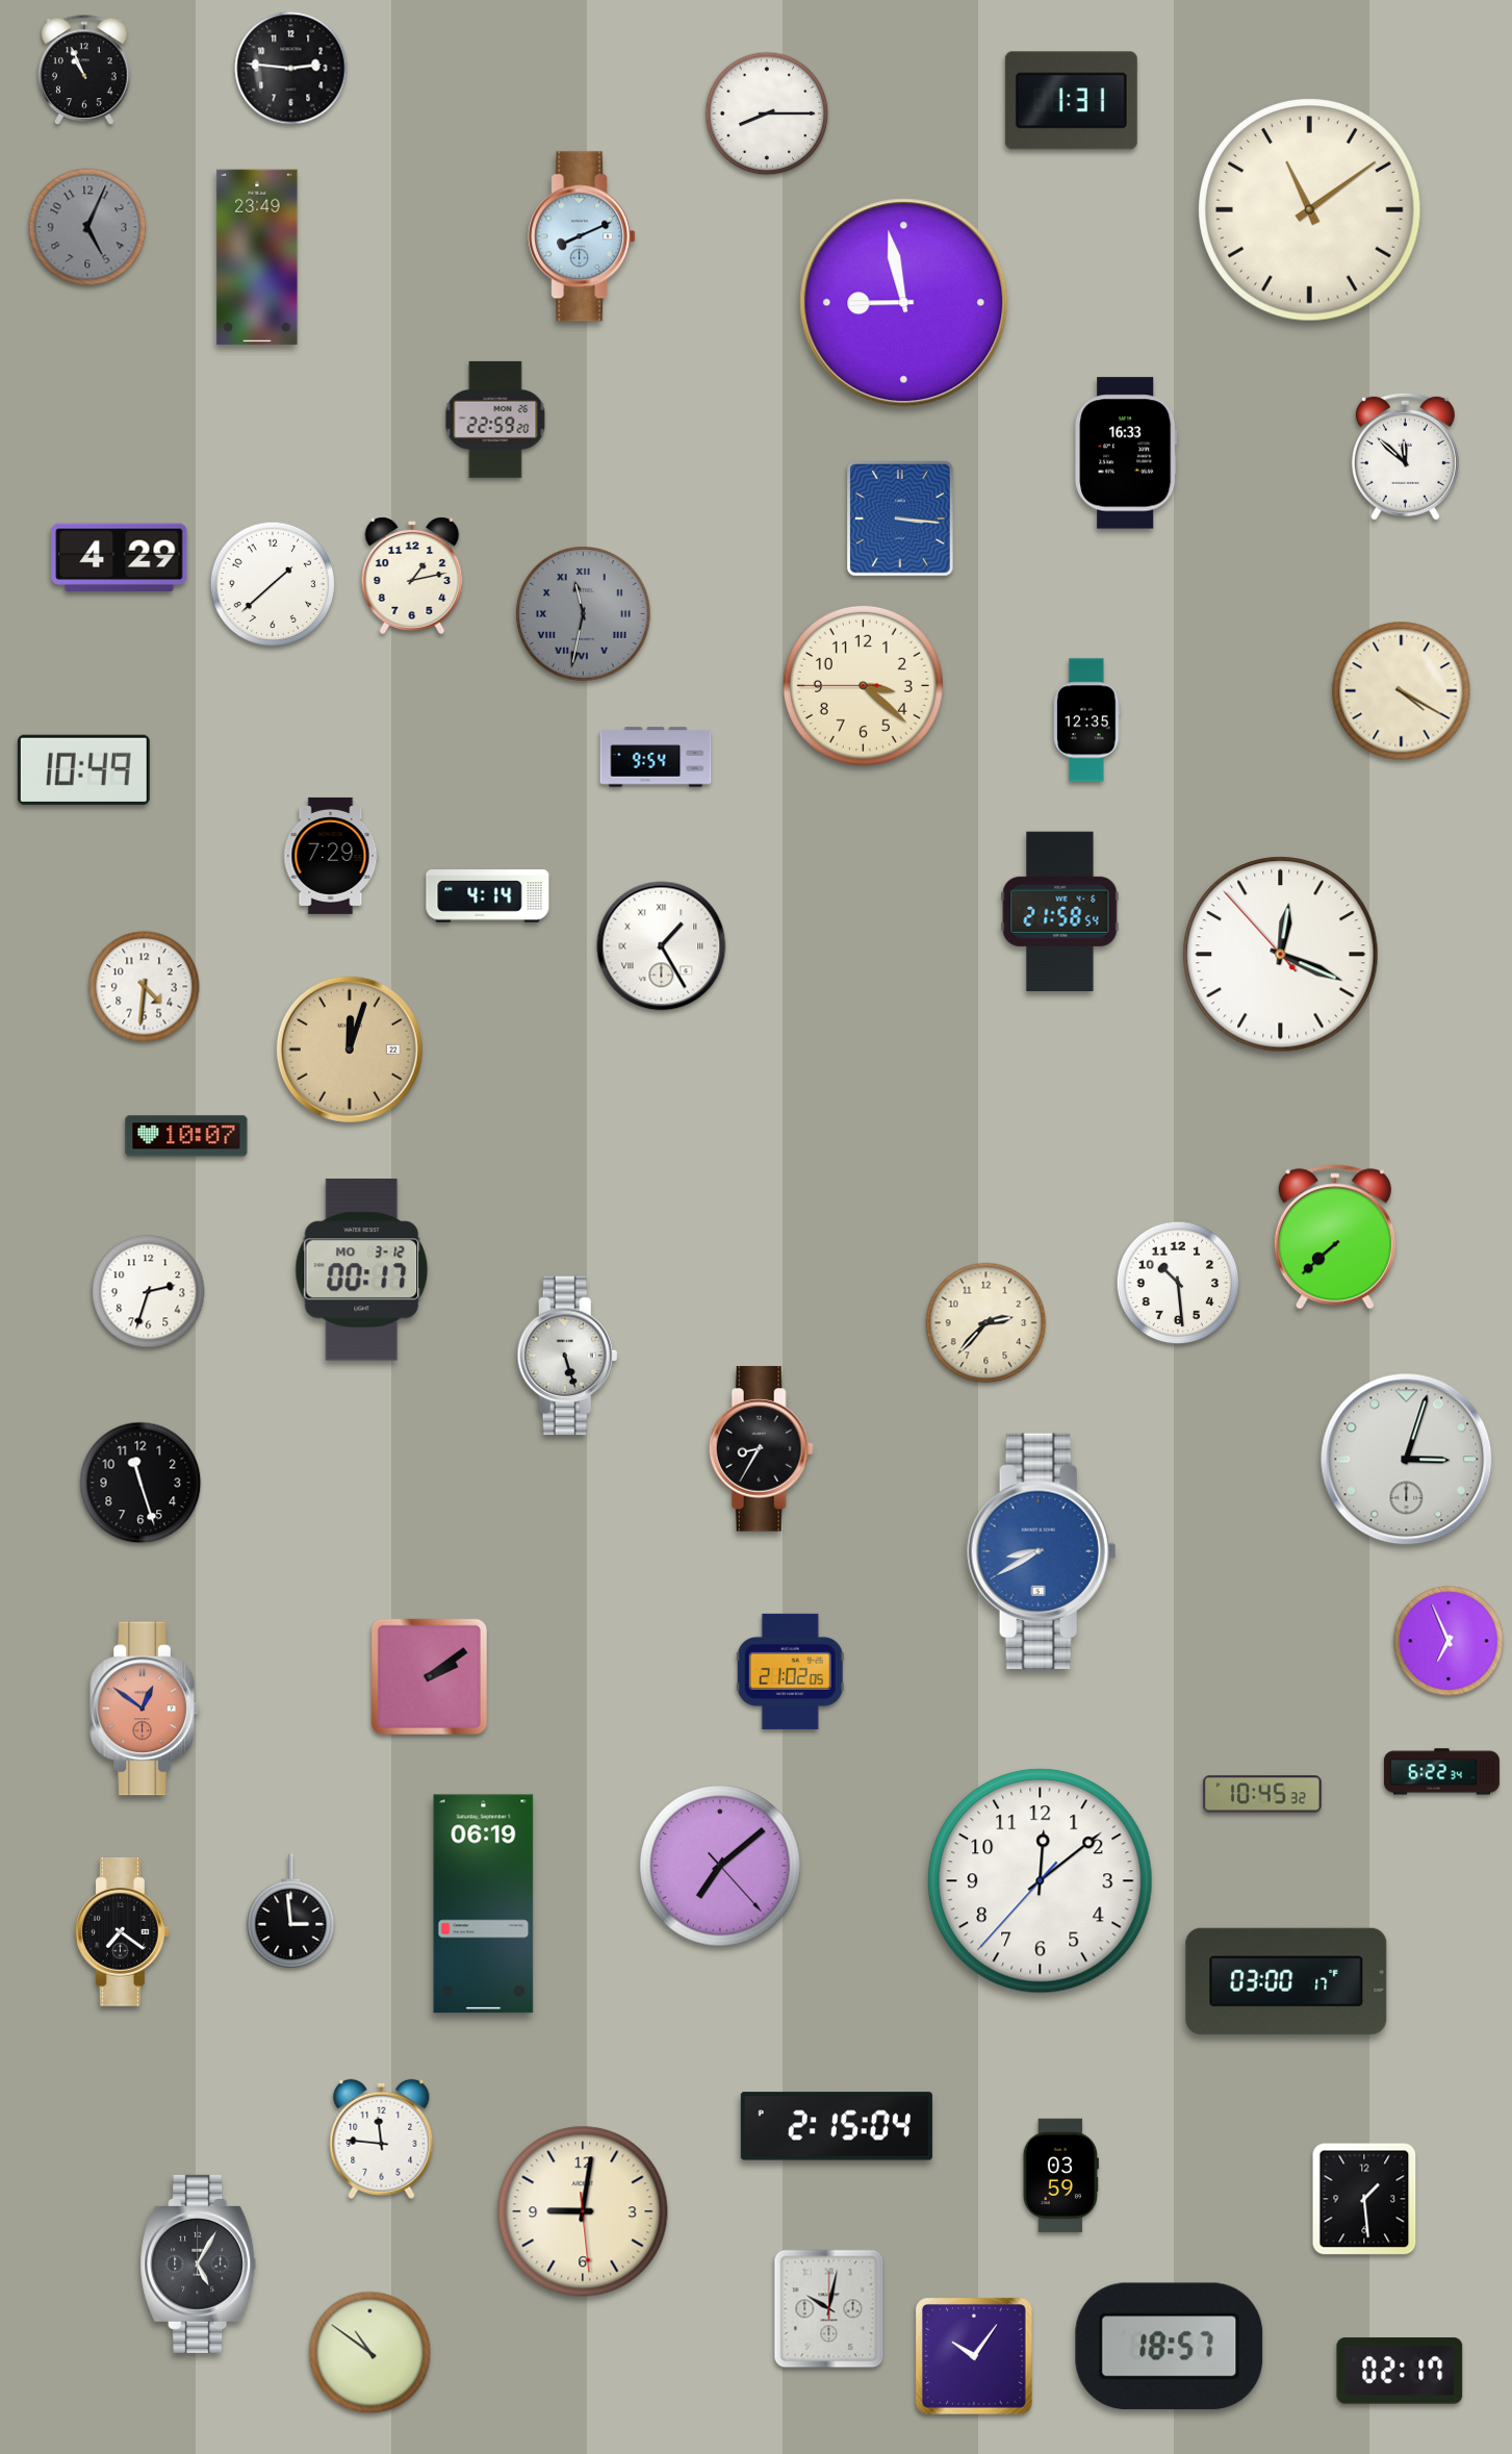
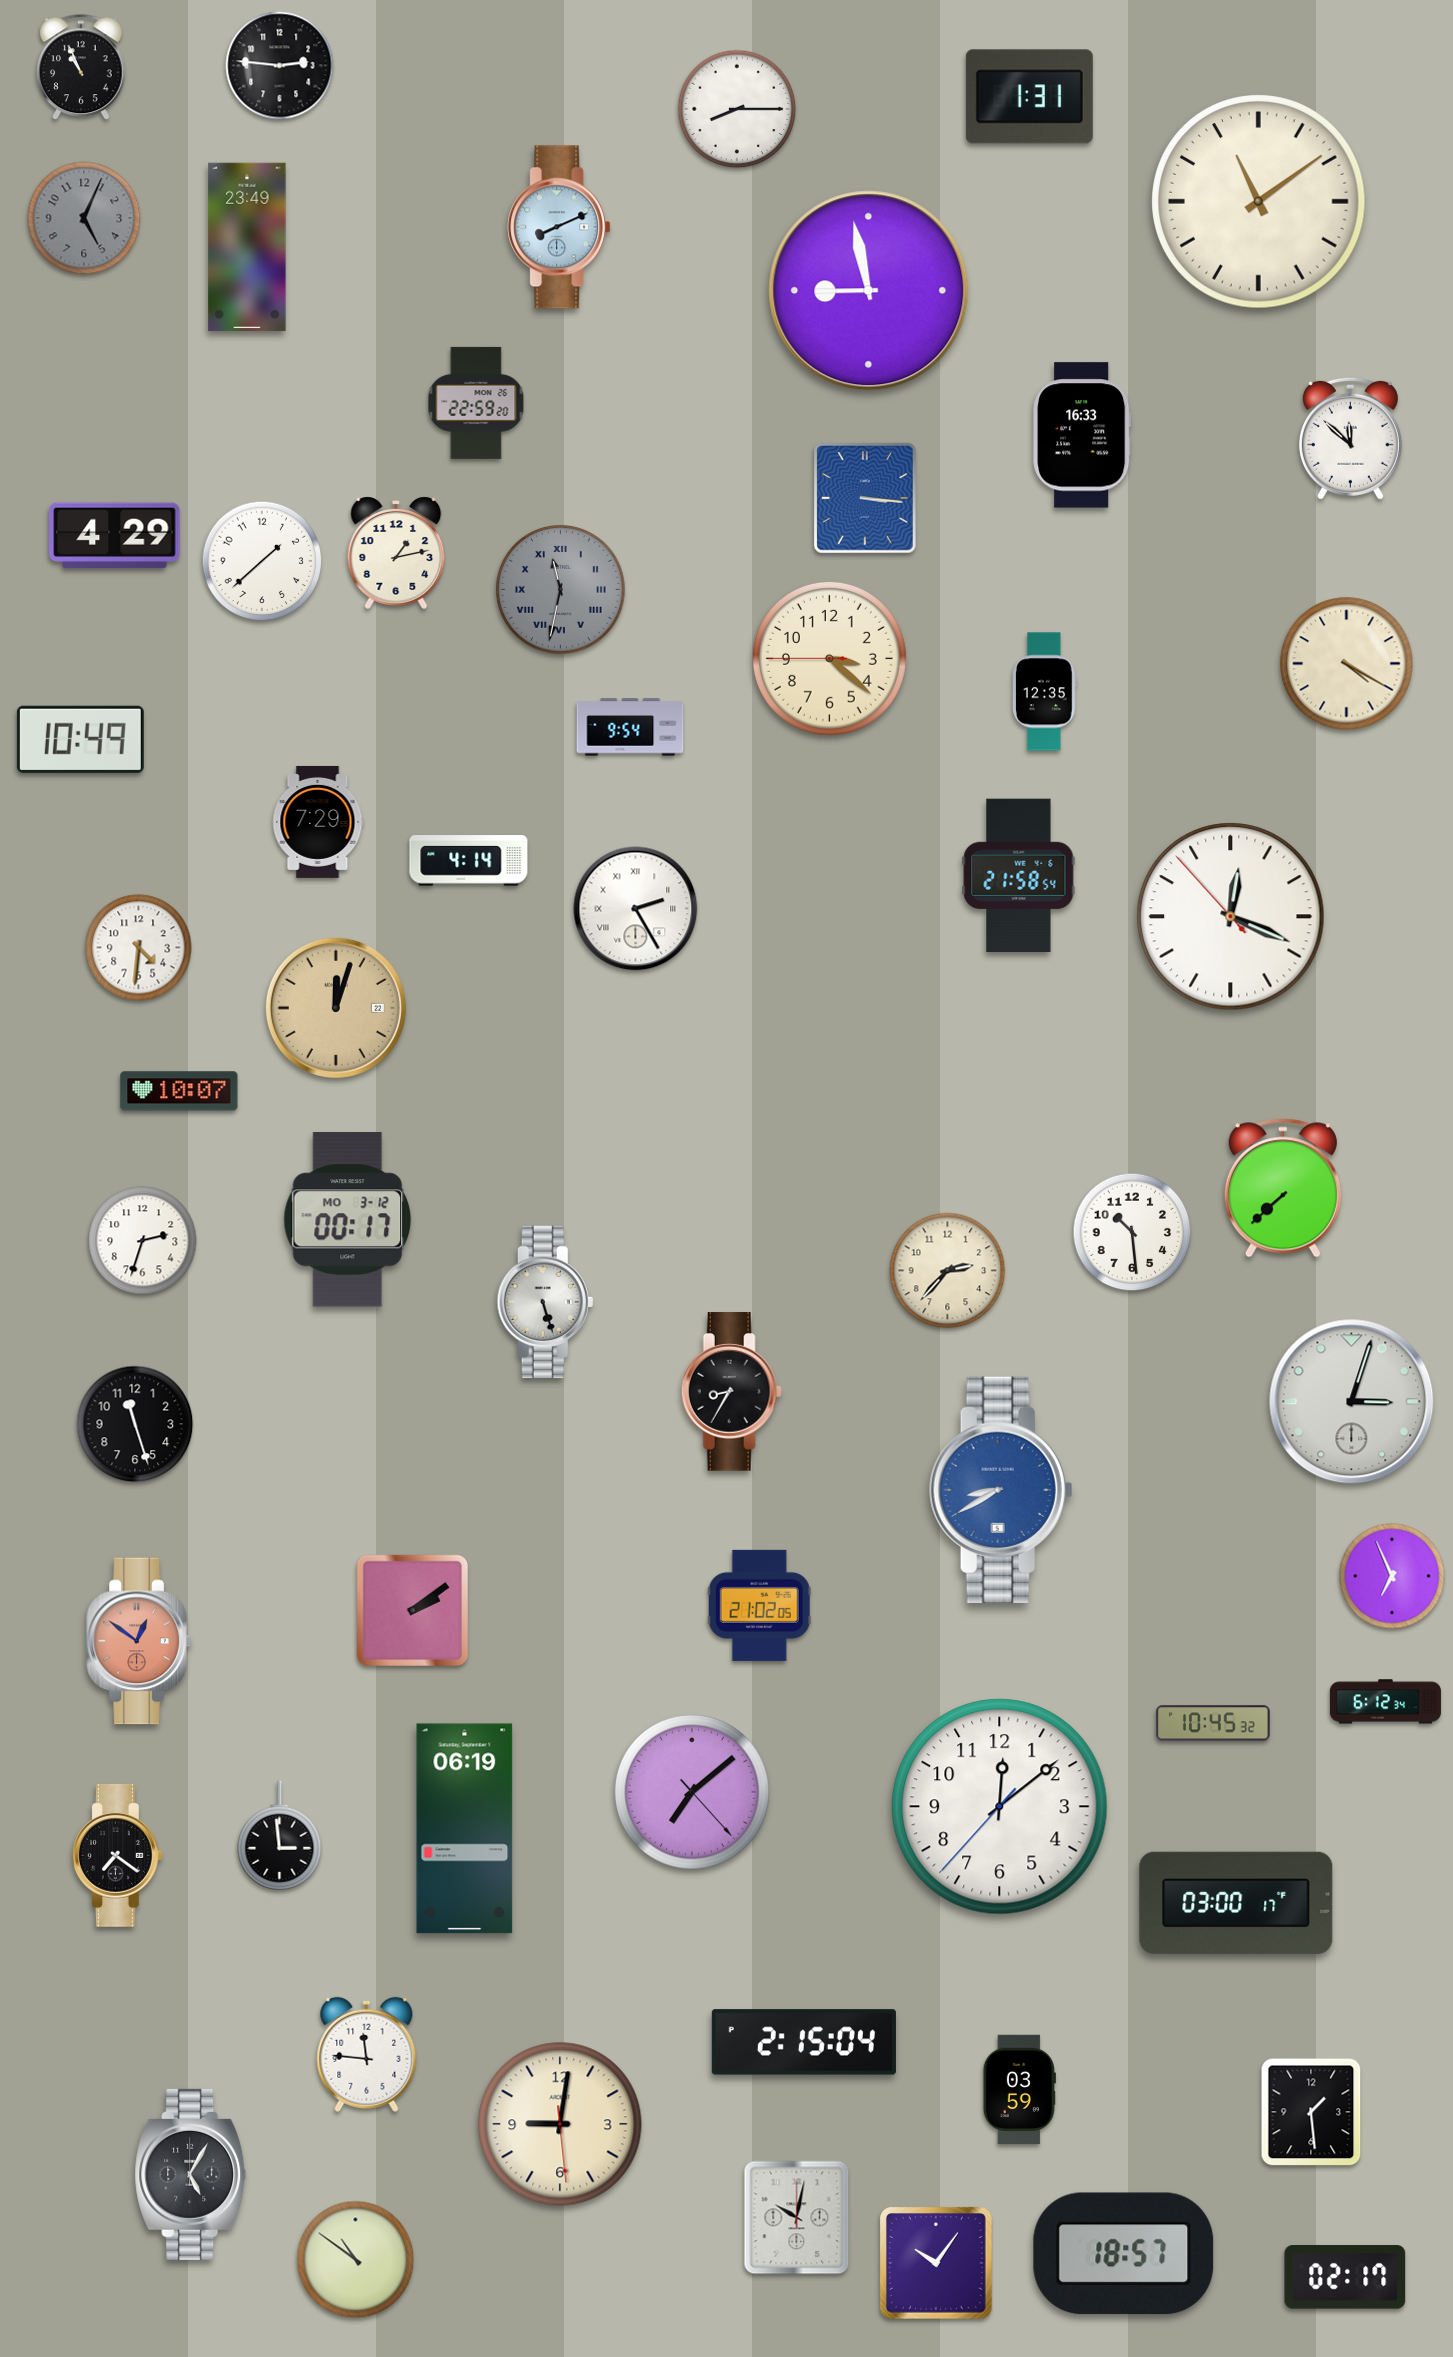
clock at (662, 946): 1:25 -> 2:25
clock at (1441, 1772): 6:22 -> 6:12
